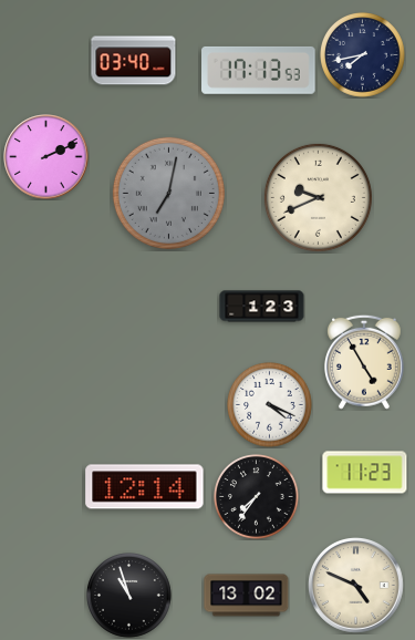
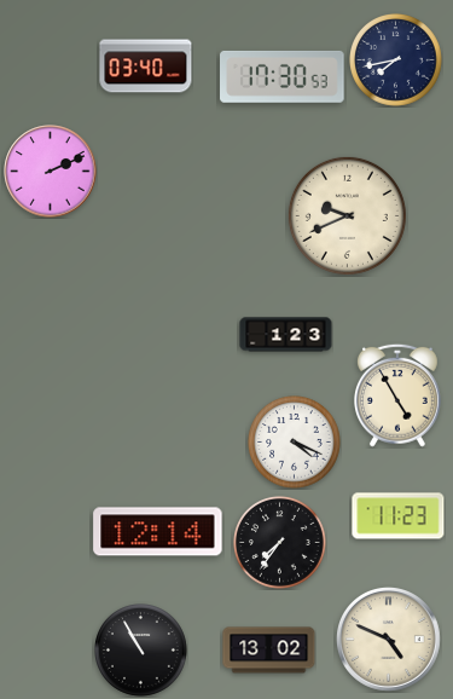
clock at (259, 70): 17:13 -> 17:30
clock at (168, 193): 7:02 -> none
clock at (129, 596): 10:57 -> 10:55
